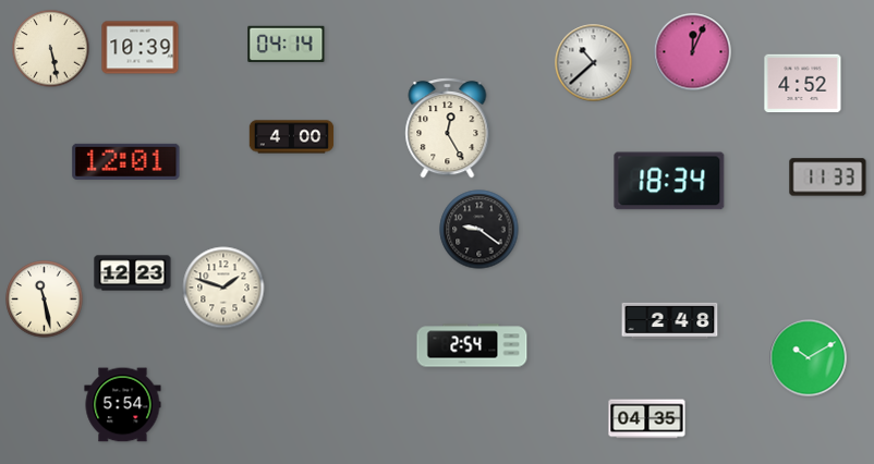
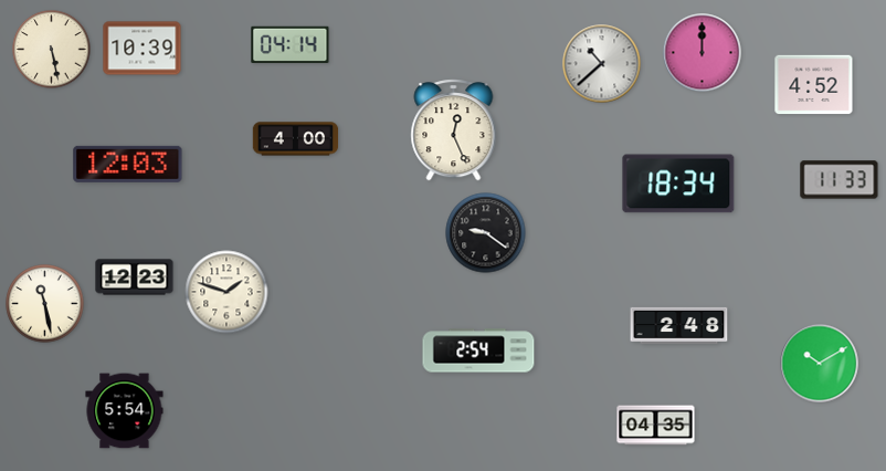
clock at (693, 52): 12:04 -> 12:00
clock at (448, 129): 12:25 -> 12:26
clock at (126, 161): 12:01 -> 12:03
